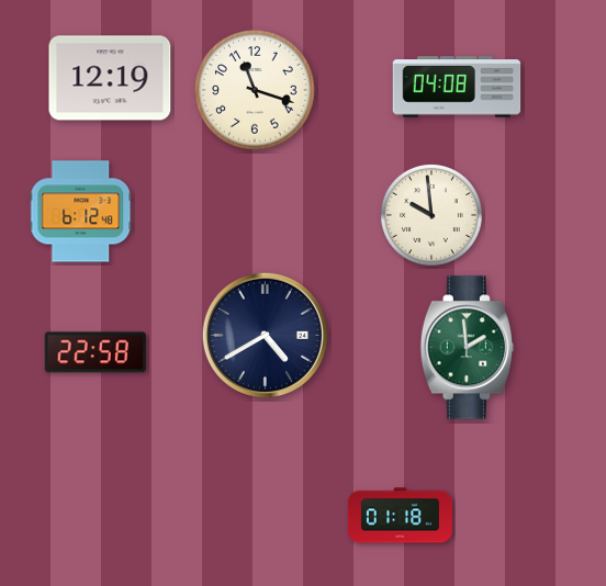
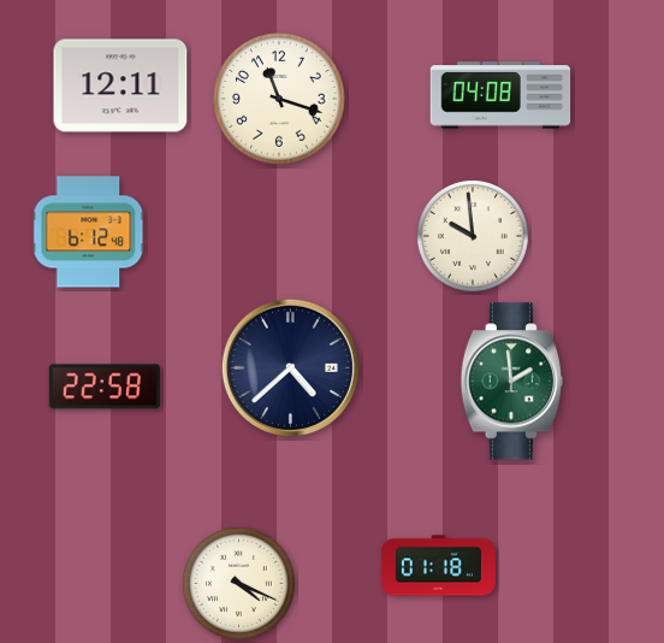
clock at (110, 78): 12:19 -> 12:11
clock at (265, 335): 4:40 -> 4:38
clock at (238, 583): none -> 4:19
